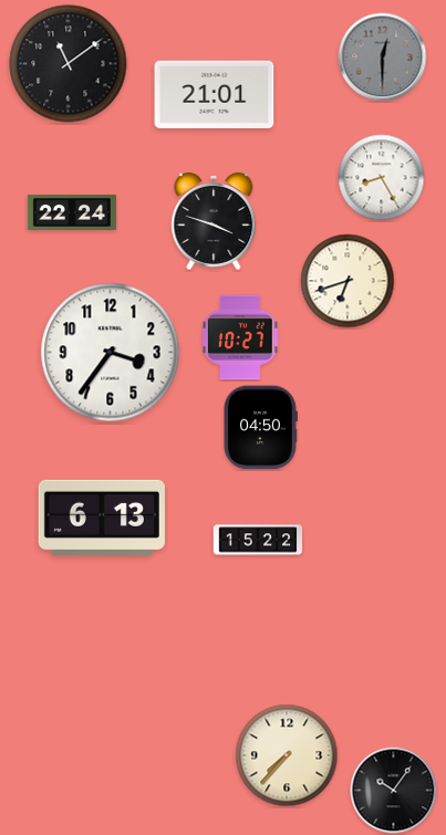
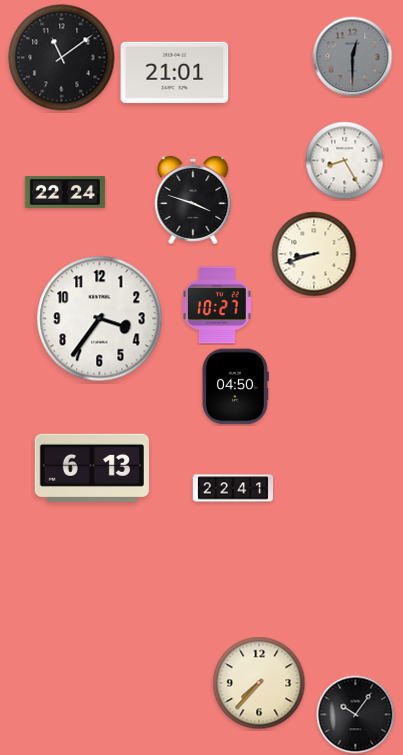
clock at (383, 58) position: (383, 58) -> (353, 57)
clock at (215, 94) position: (215, 94) -> (175, 72)
clock at (348, 281): 6:42 -> 8:42
clock at (258, 540): 15:22 -> 22:41
